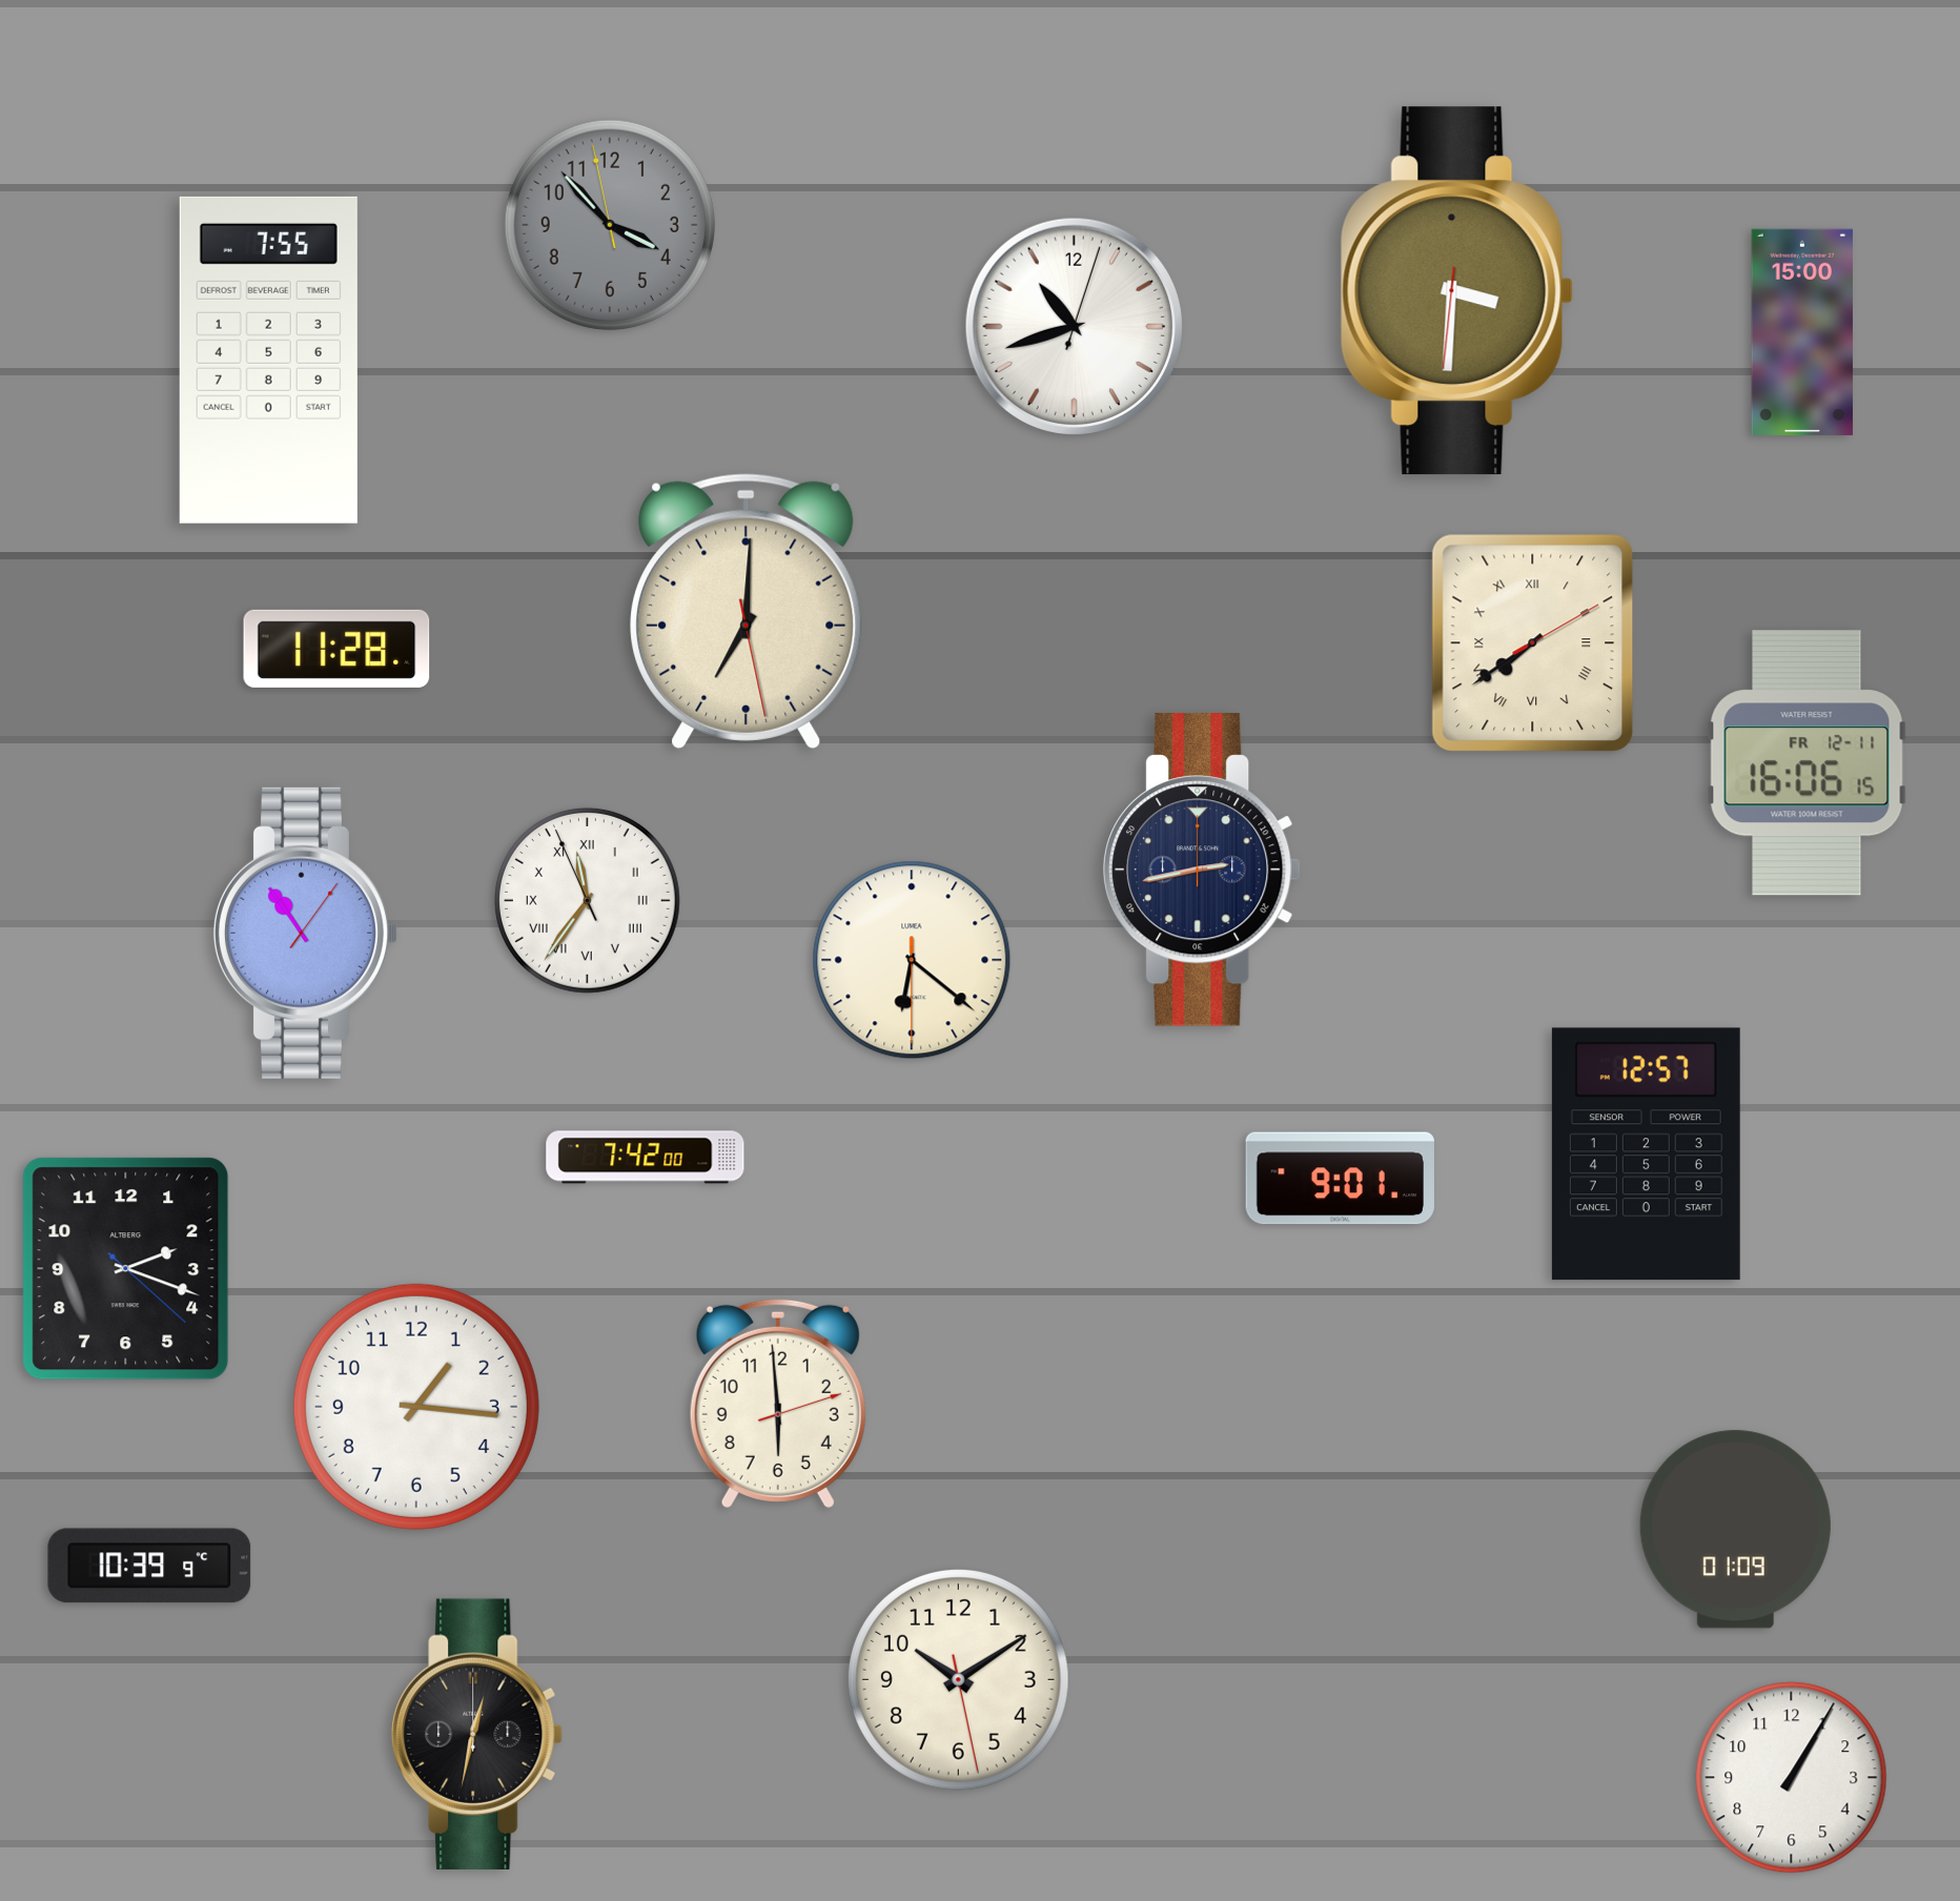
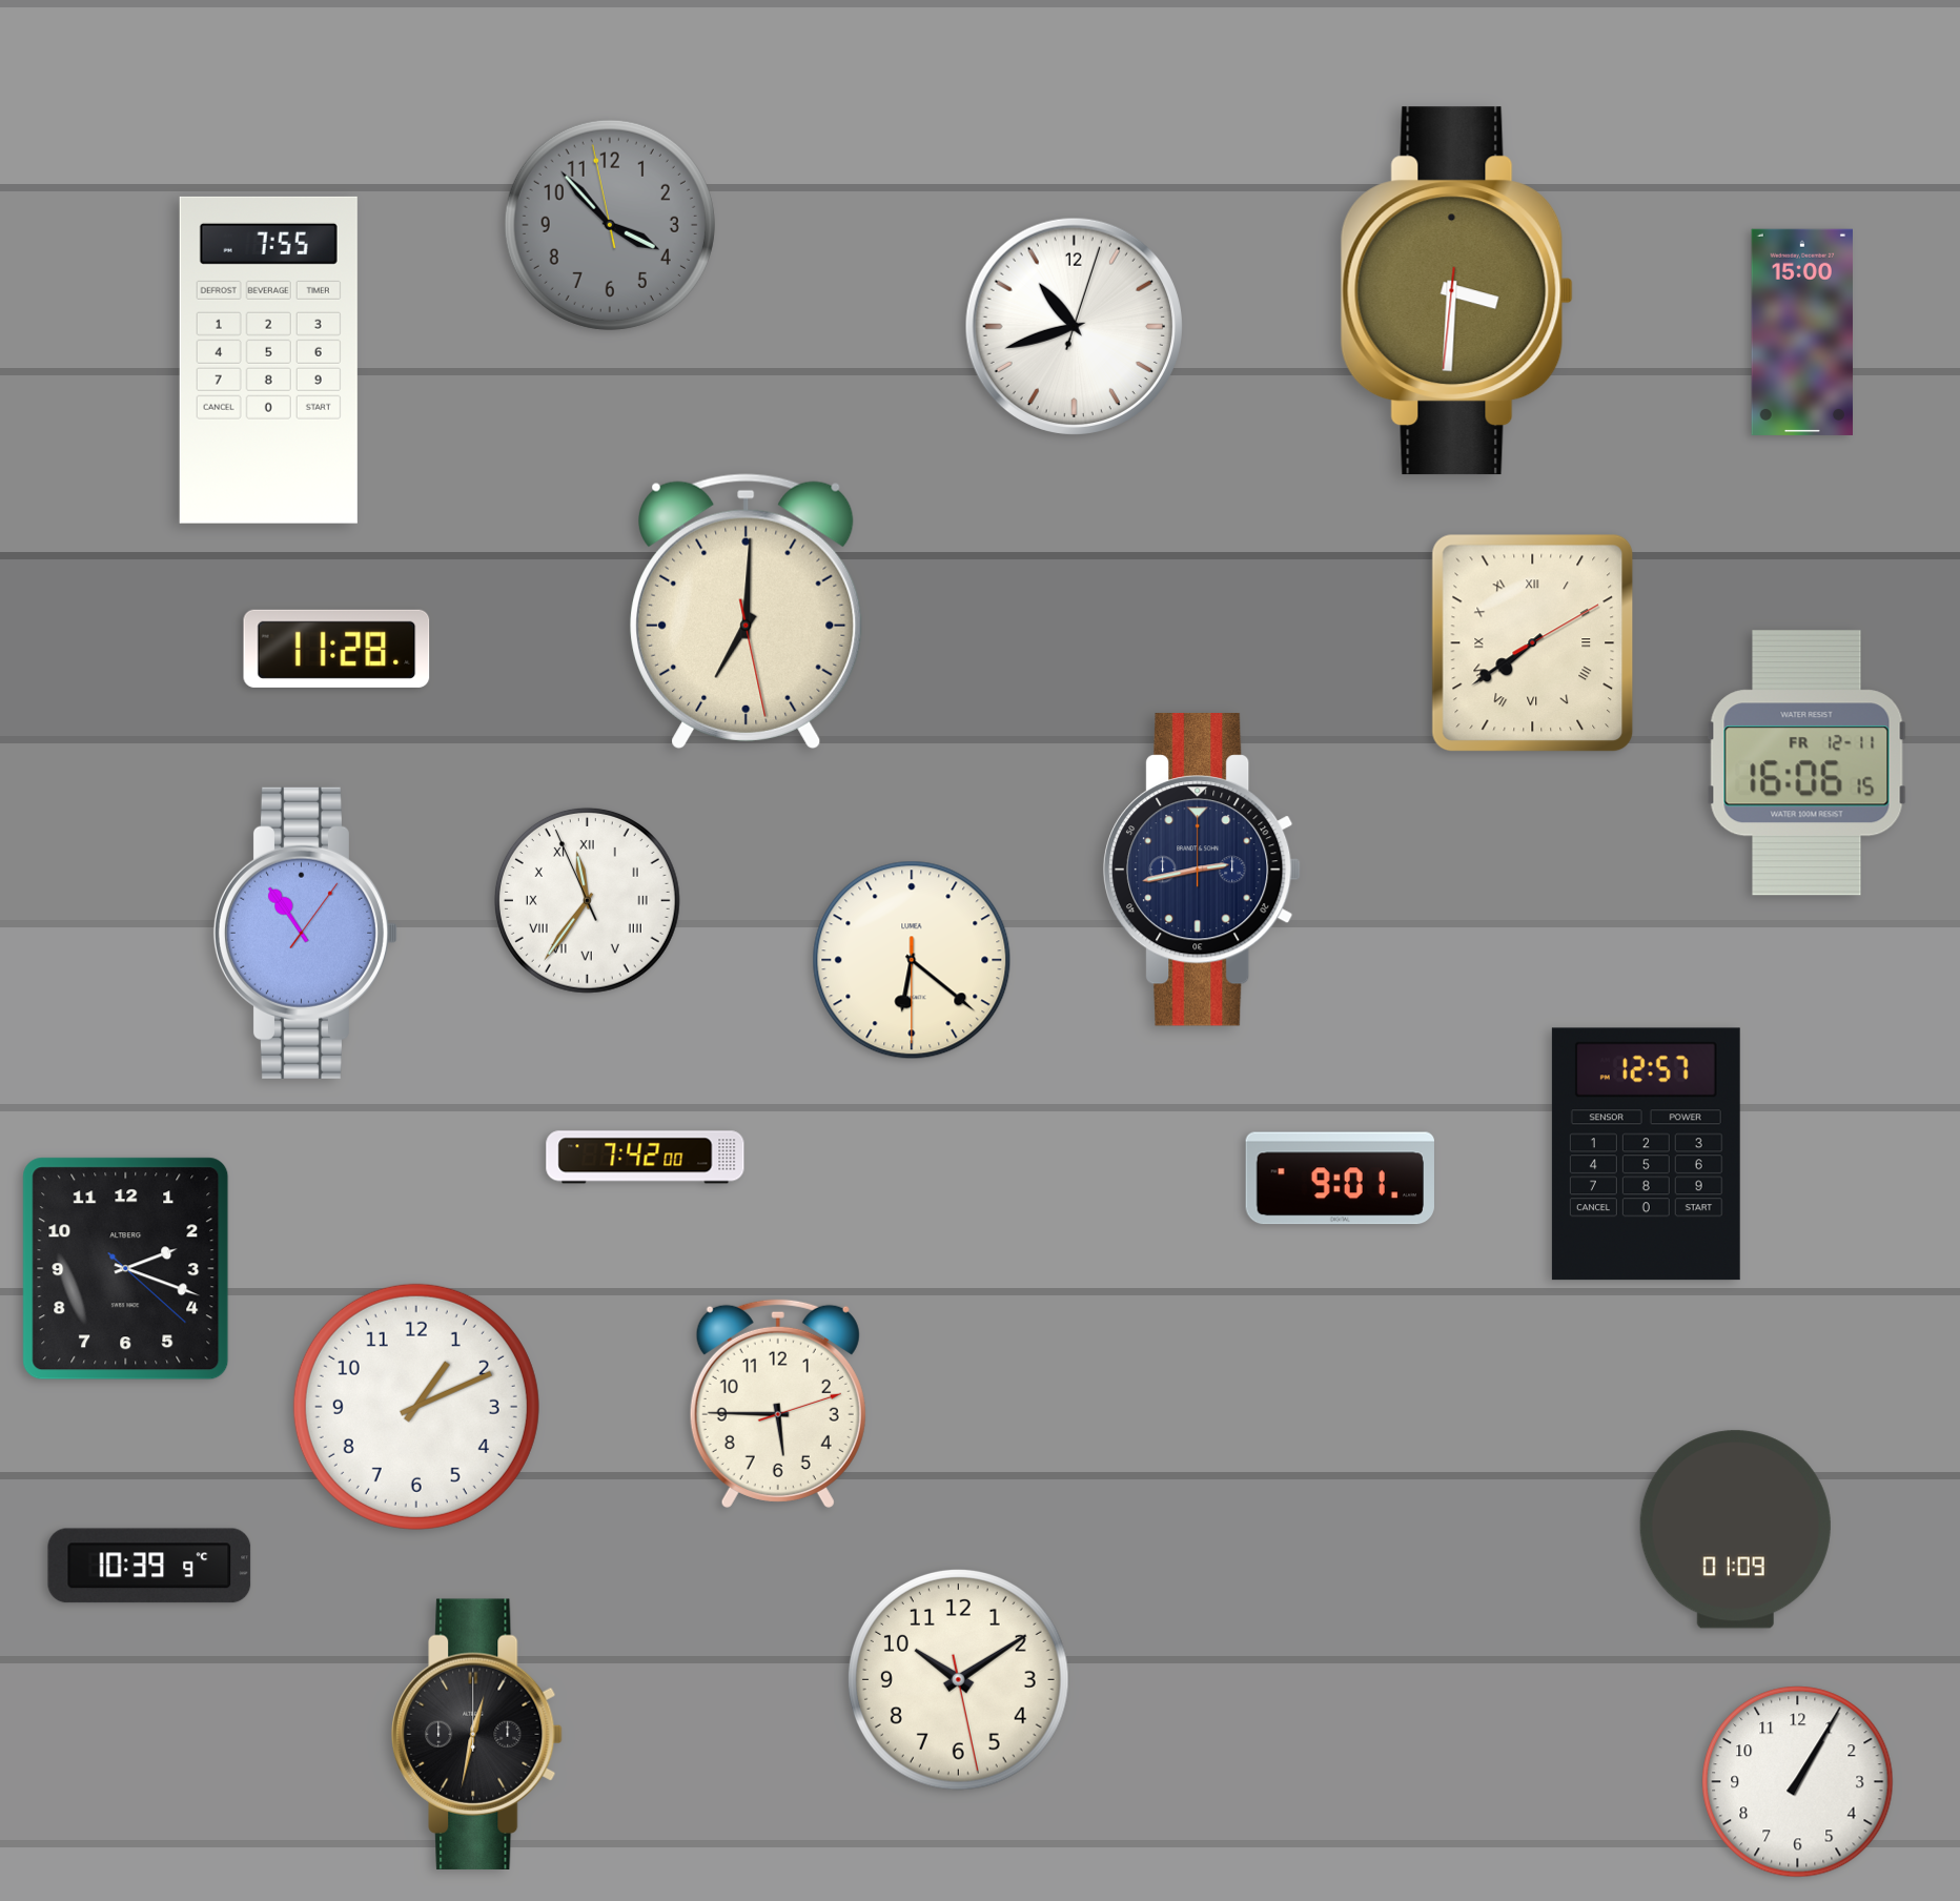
clock at (778, 1403): 5:59 -> 5:45
clock at (416, 1407): 1:16 -> 1:11
clock at (1792, 1778) position: (1792, 1778) -> (1798, 1782)
